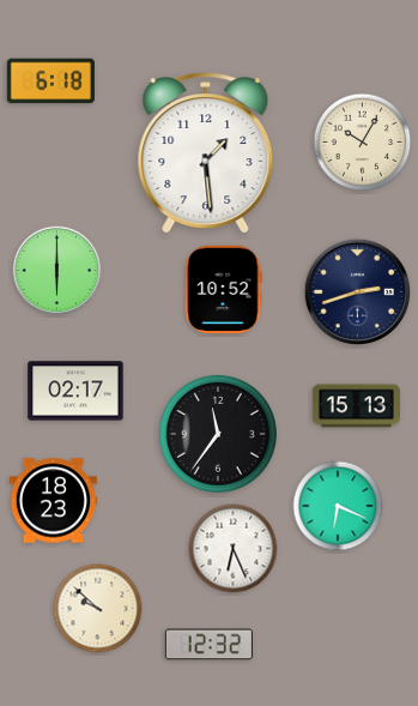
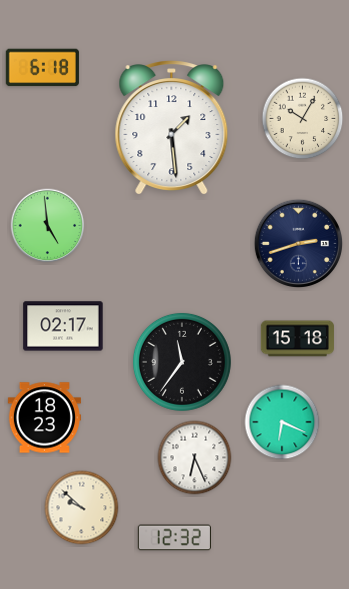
clock at (57, 271): 6:00 -> 4:59
clock at (223, 289): 10:52 -> none
clock at (356, 406): 15:13 -> 15:18
